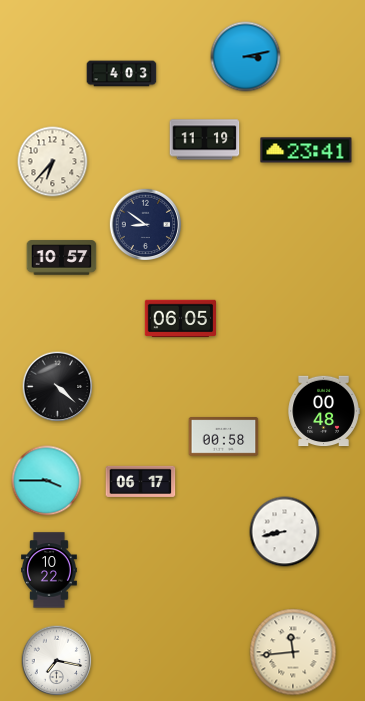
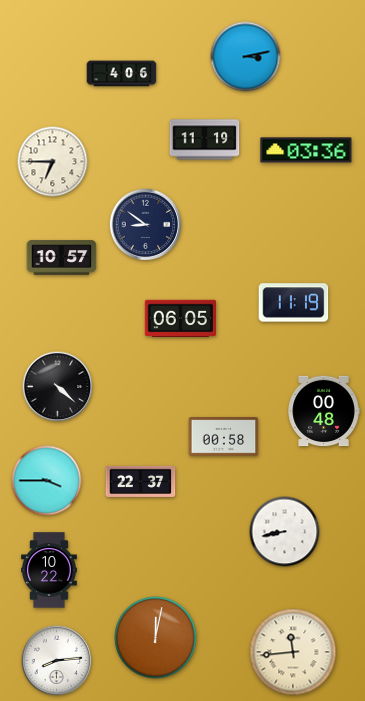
clock at (122, 74): 4:03 -> 4:06
clock at (306, 150): 23:41 -> 03:36
clock at (53, 162): 6:37 -> 6:45
clock at (294, 303): none -> 11:19
clock at (141, 481): 06:17 -> 22:37
clock at (156, 638): none -> 12:02
clock at (57, 661): 7:17 -> 8:14
